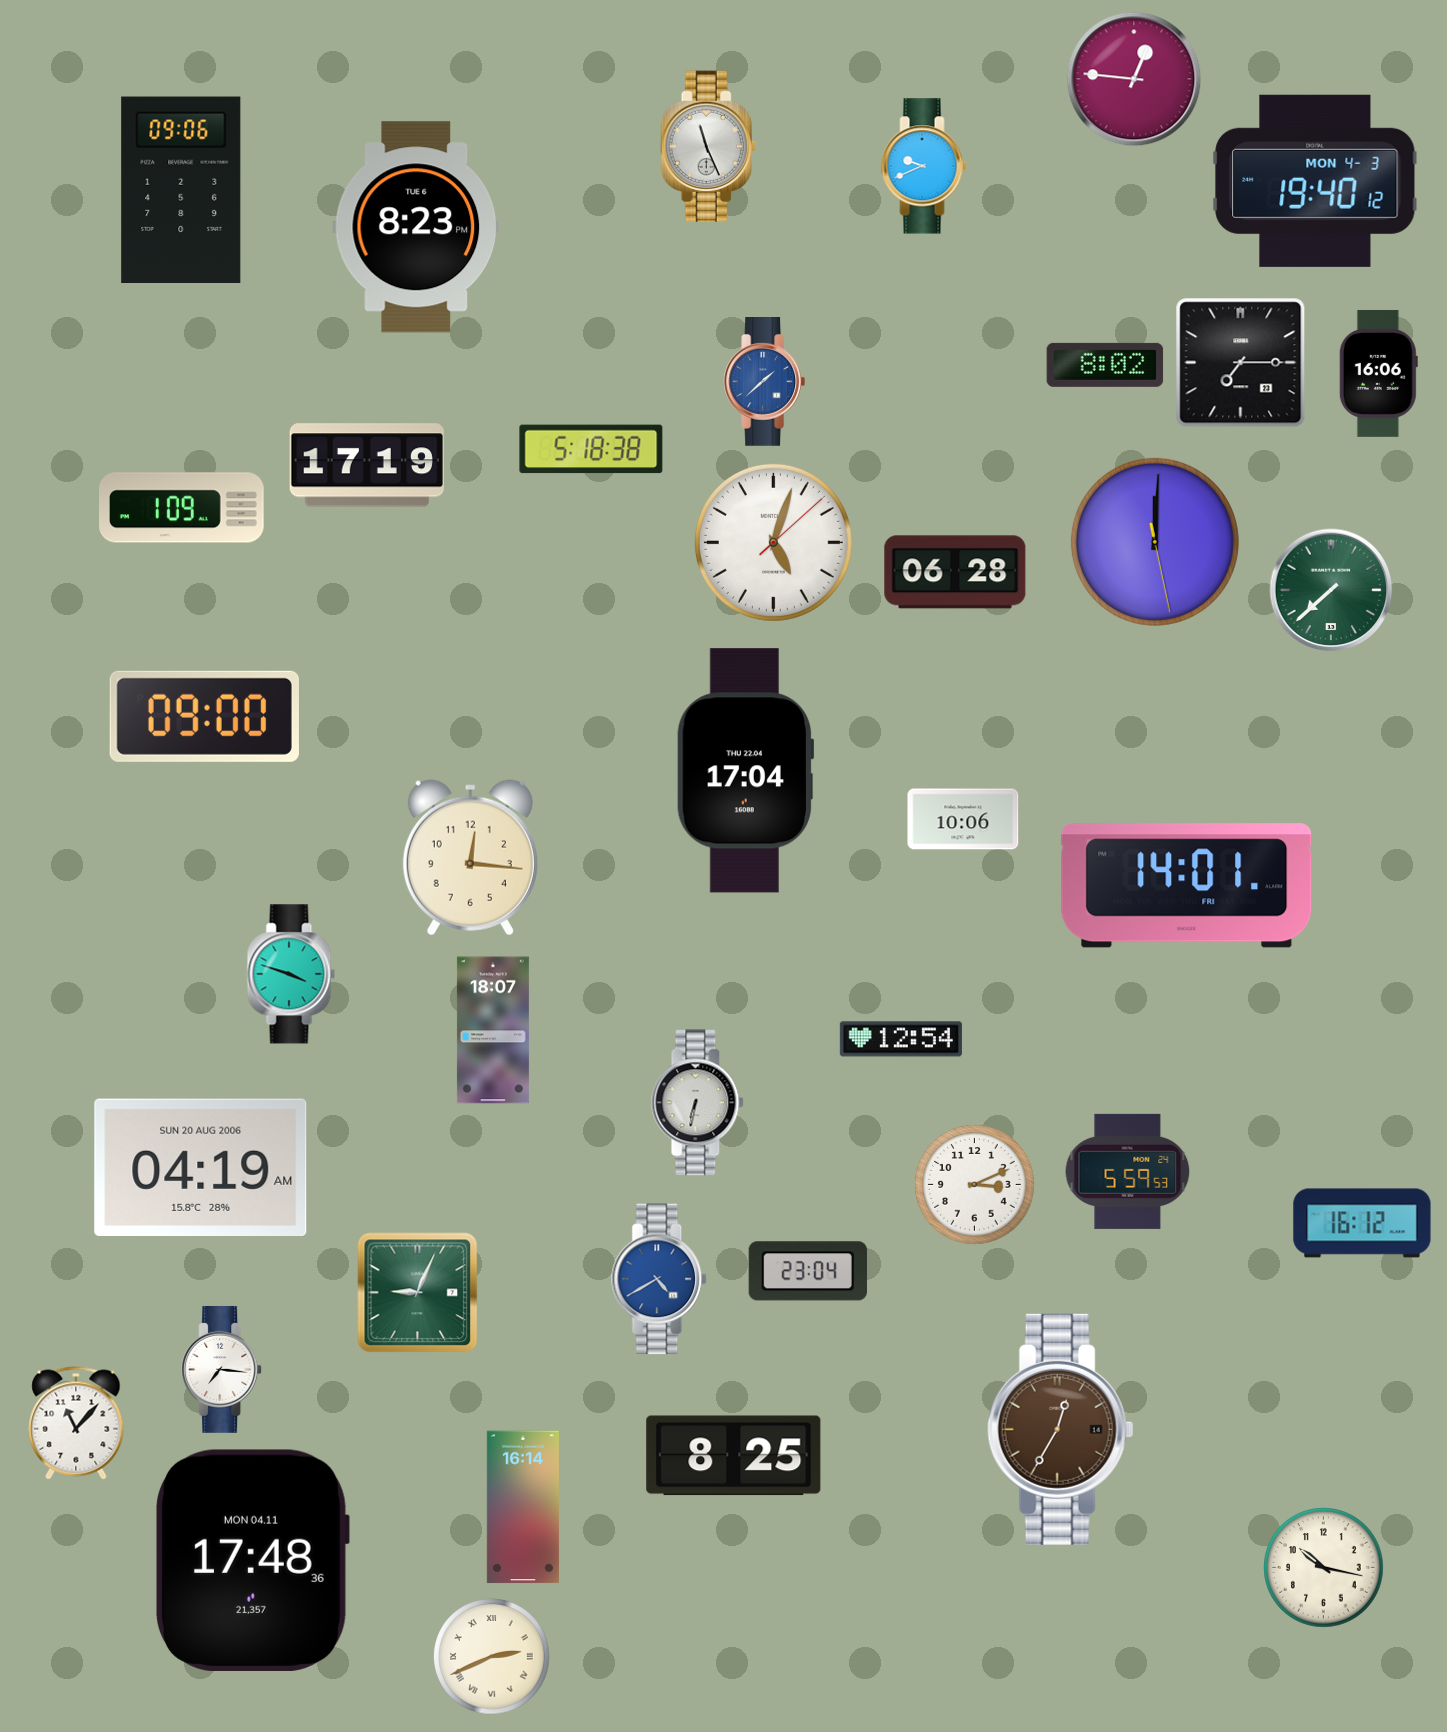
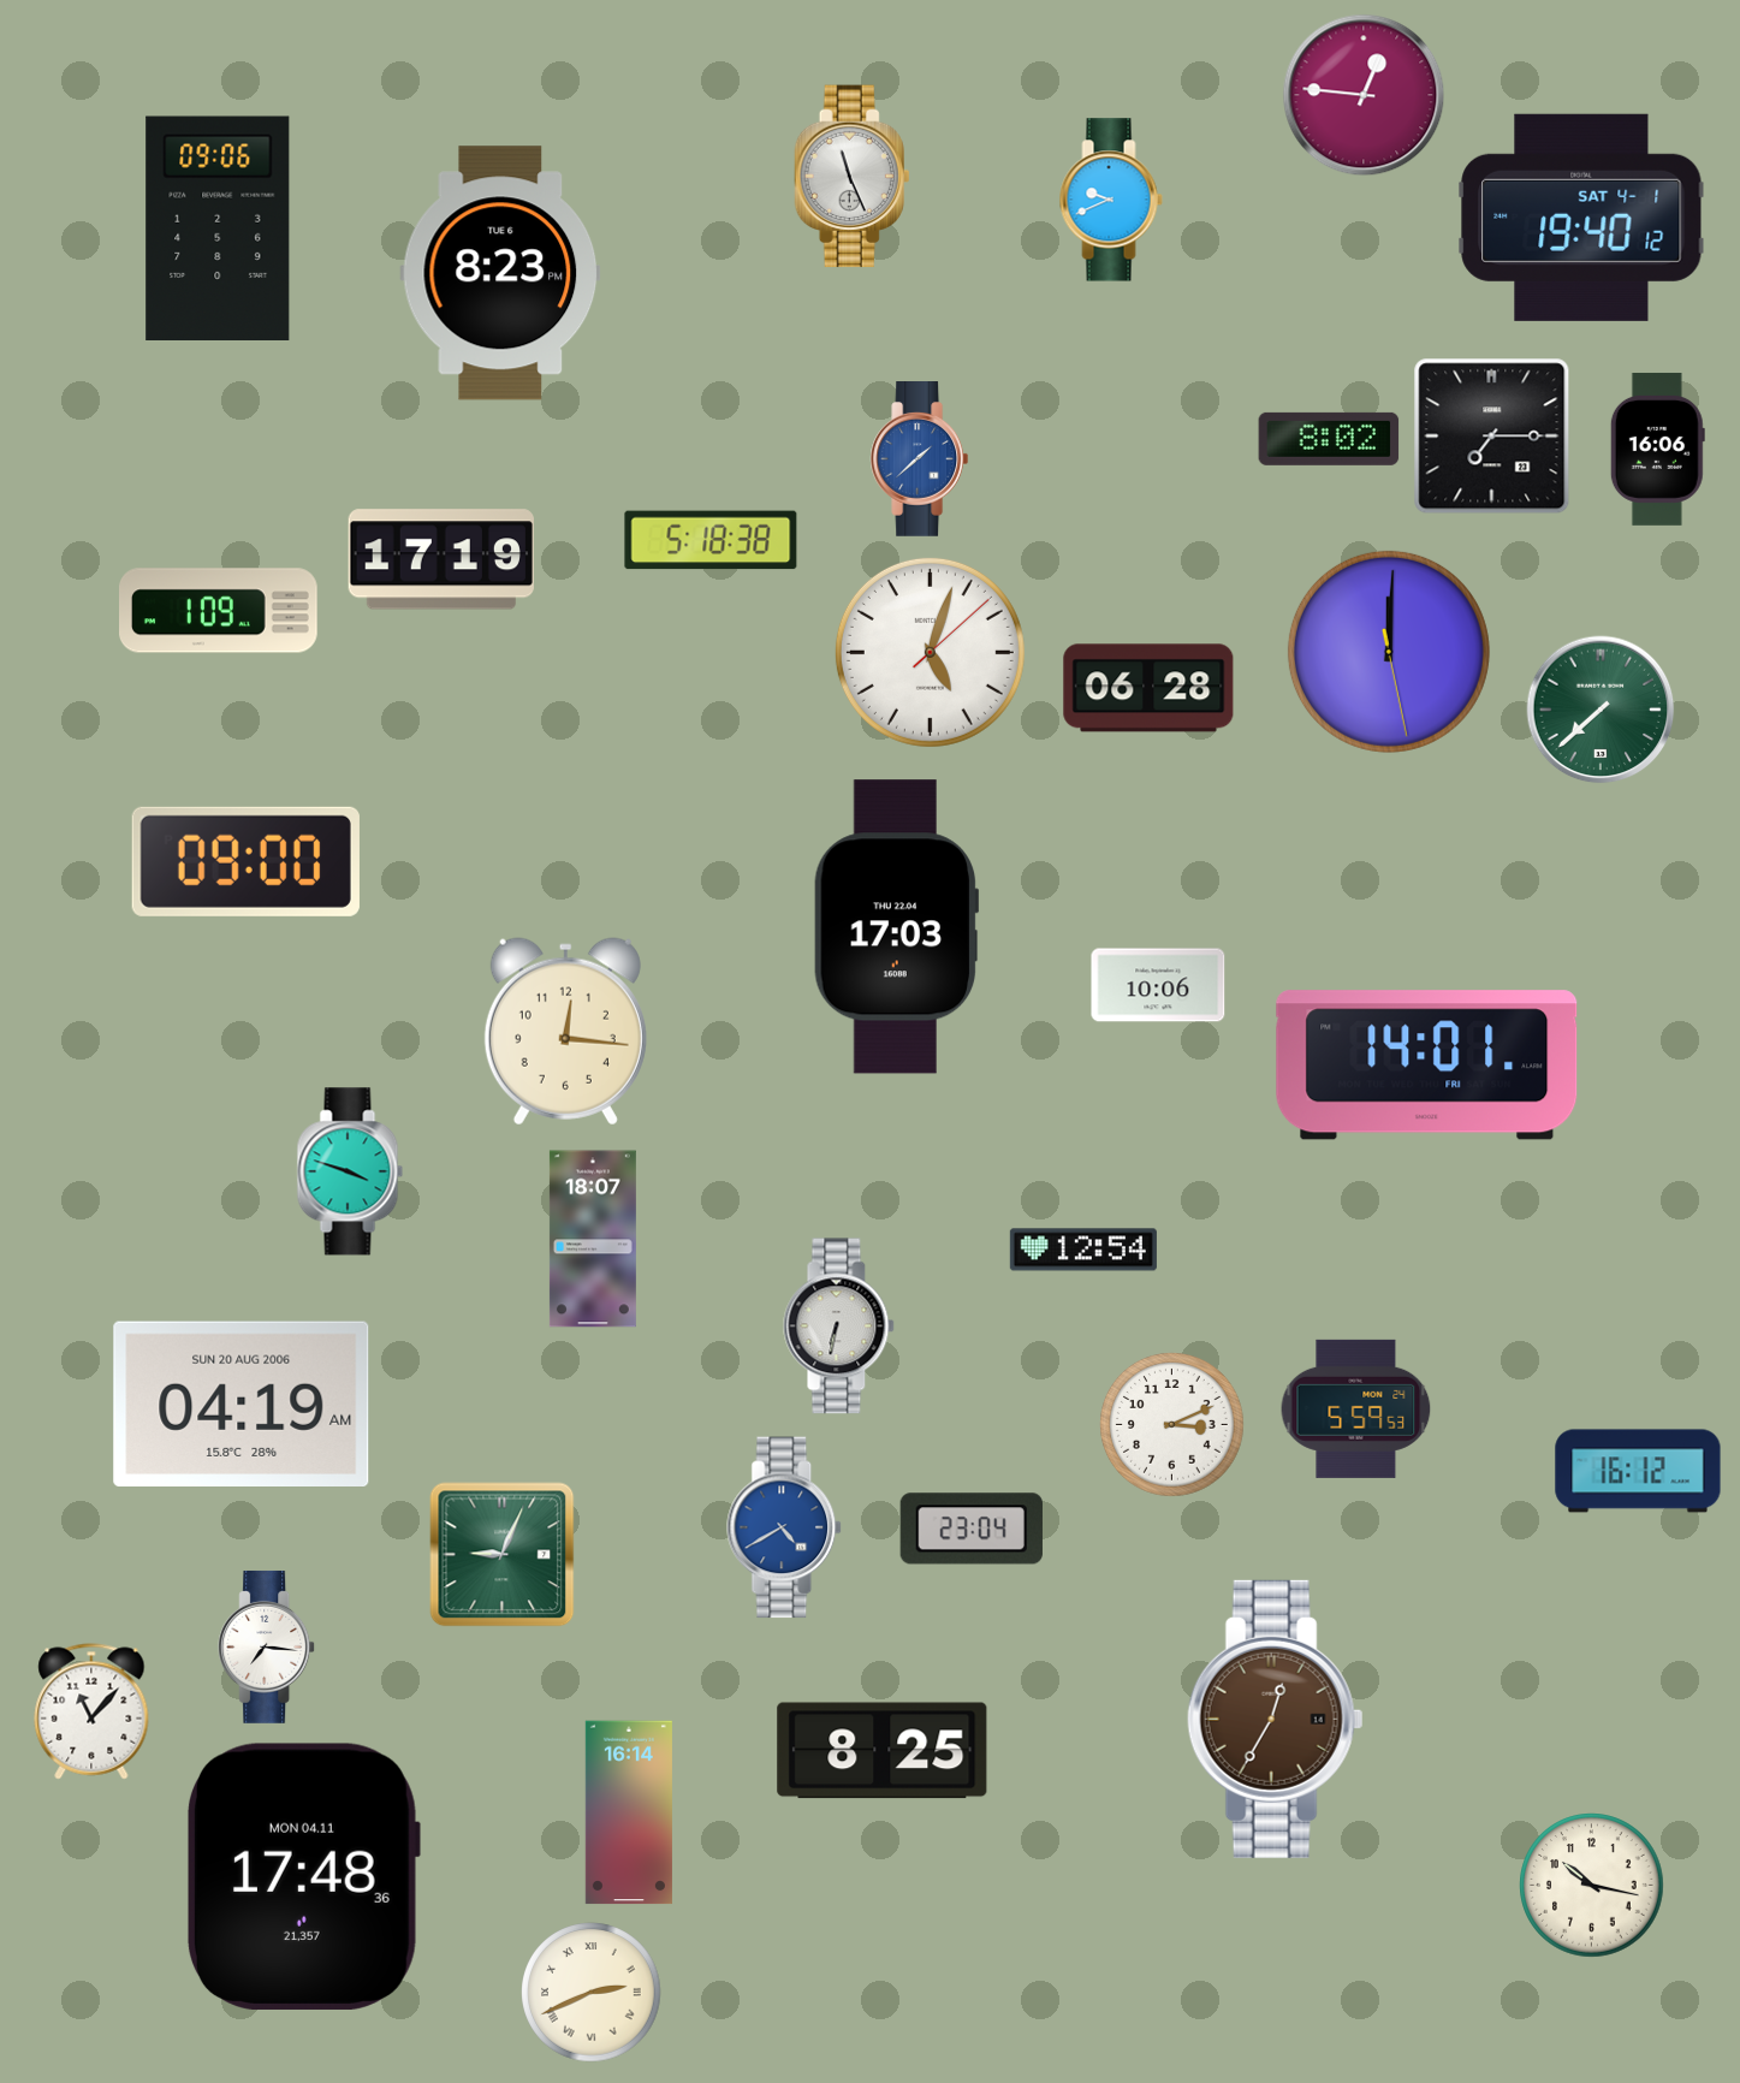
clock at (1315, 181) date: MON 4-3 -> SAT 4-1
clock at (746, 771): 17:04 -> 17:03
clock at (660, 1279) position: (660, 1279) -> (785, 1527)
